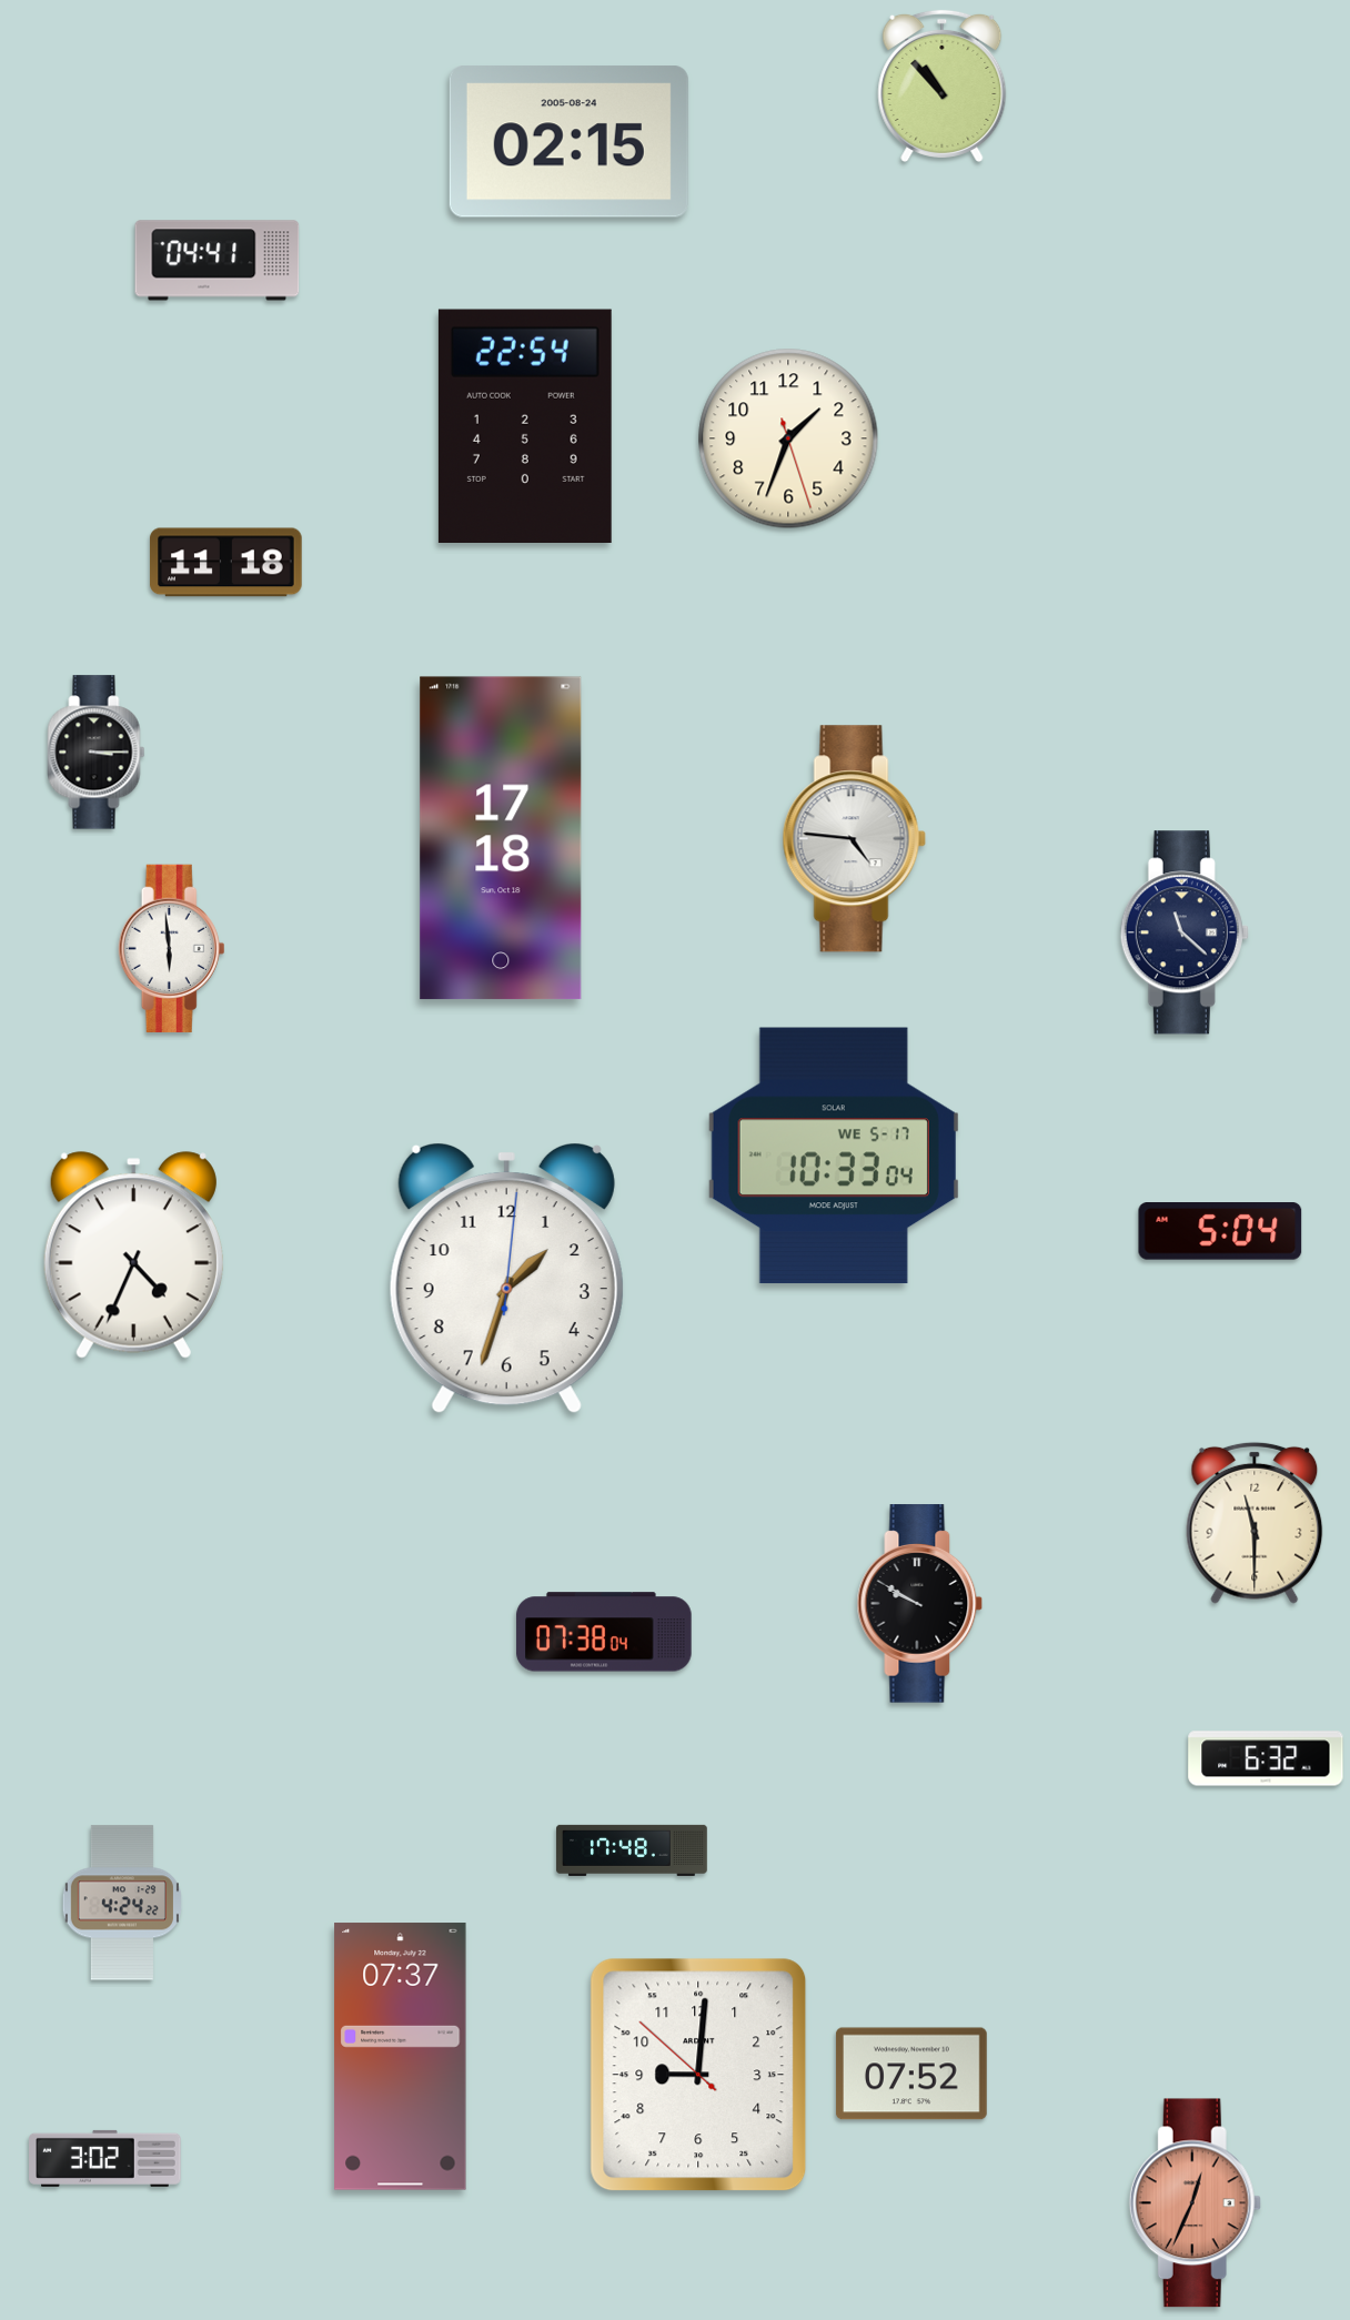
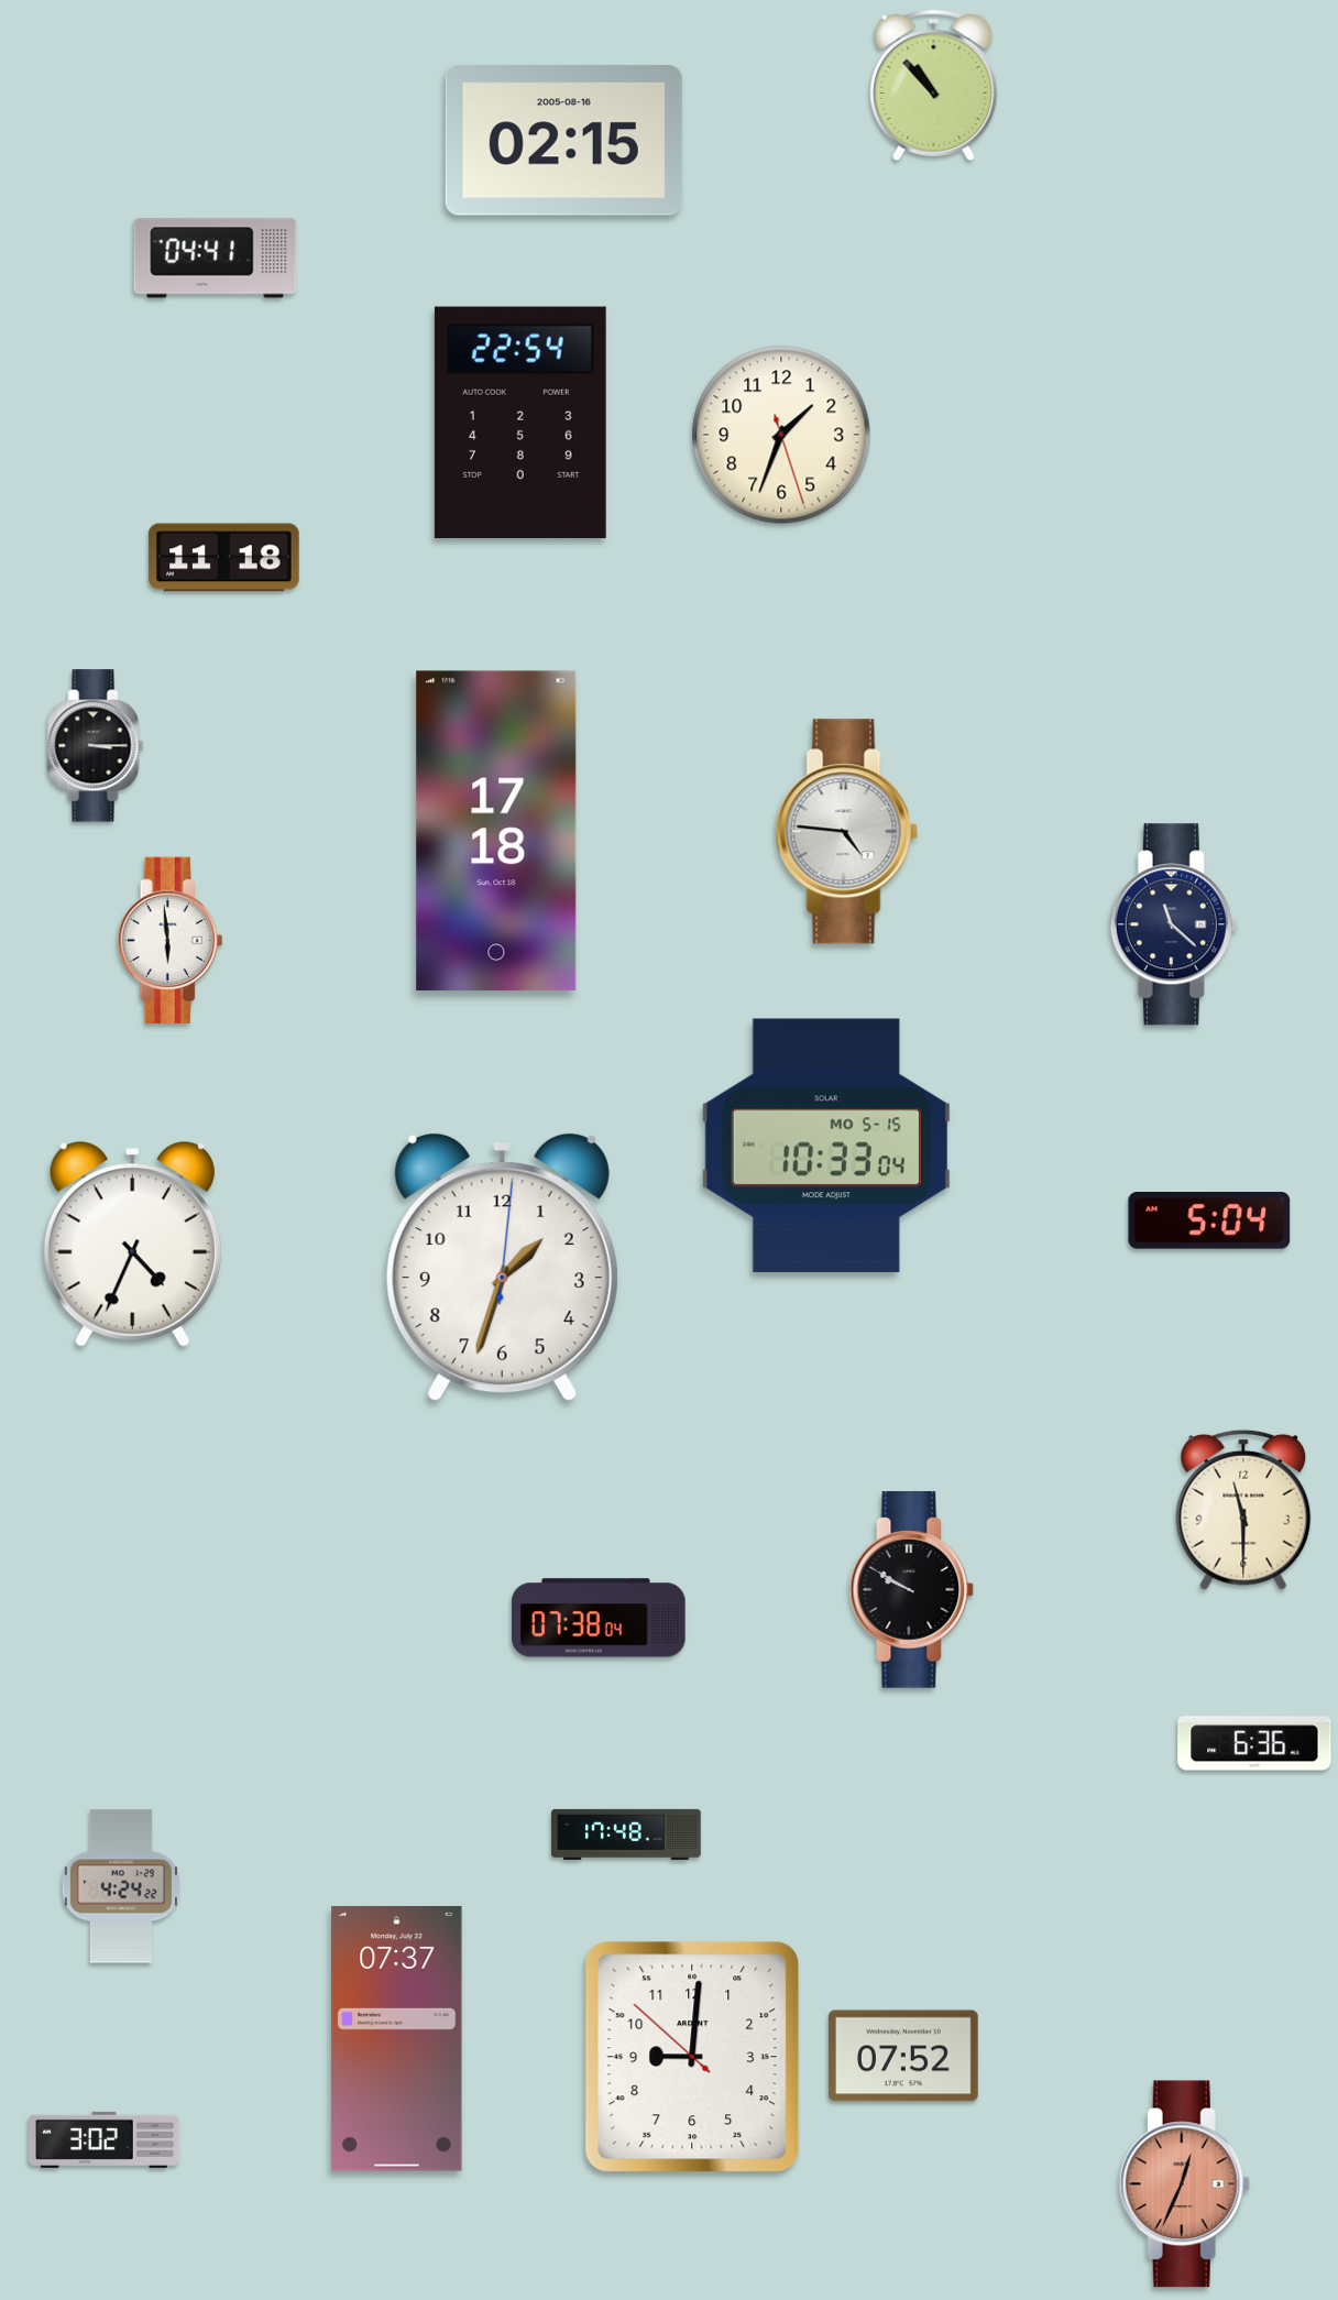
clock at (568, 142) date: 2005-08-24 -> 2005-08-16
clock at (834, 1156) date: WE 5-17 -> MO 5-15
clock at (1266, 1758): 6:32 -> 6:36
